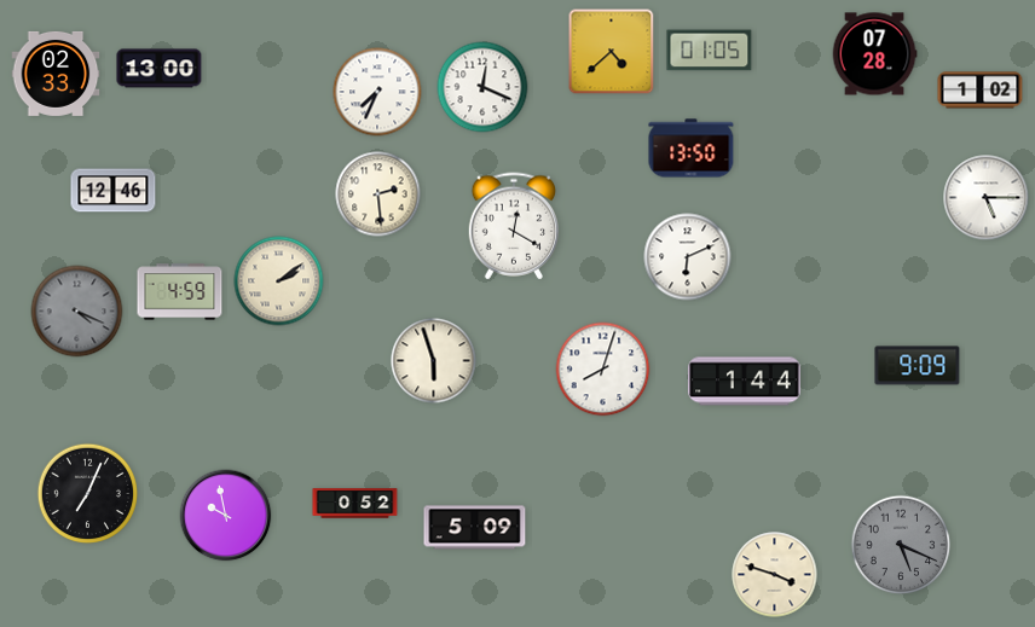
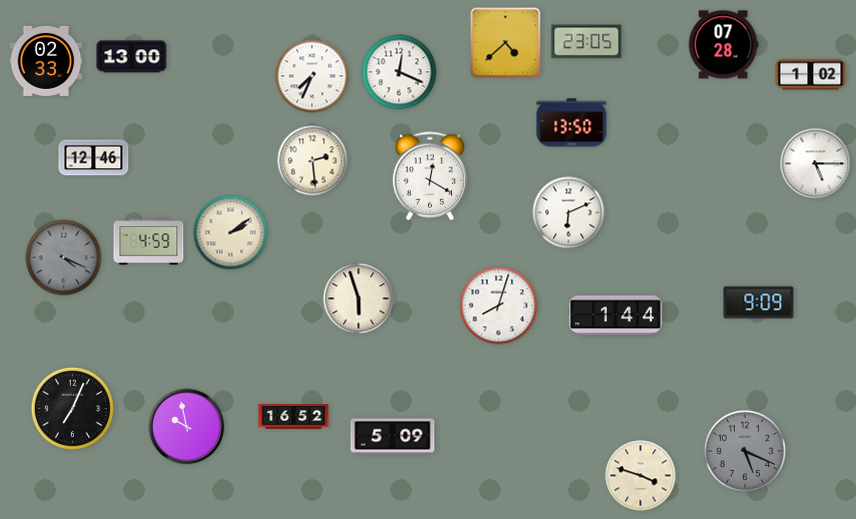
clock at (710, 51): 01:05 -> 23:05
clock at (513, 226) position: (513, 226) -> (429, 176)
clock at (355, 504): 0:52 -> 16:52
